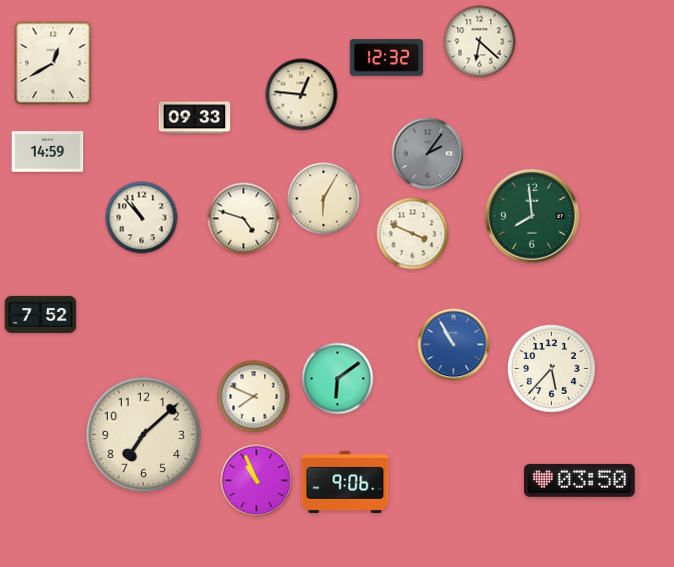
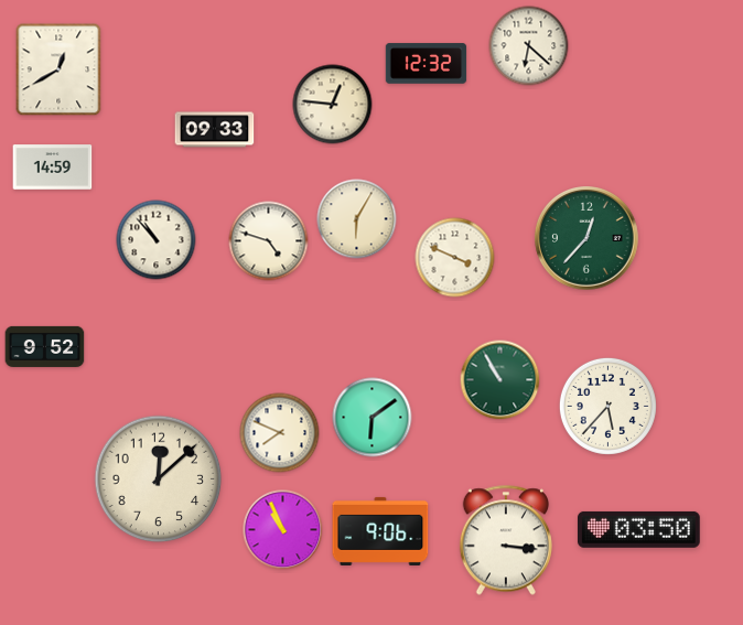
clock at (428, 154): 2:06 -> none
clock at (532, 216): 7:59 -> 12:37
clock at (41, 314): 7:52 -> 9:52
clock at (454, 345) dial: blue -> green
clock at (254, 397) position: (254, 397) -> (280, 433)
clock at (144, 435): 7:08 -> 12:08
clock at (506, 540): none -> 3:16
